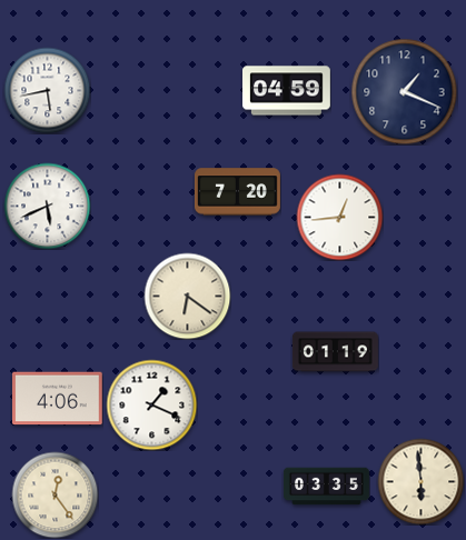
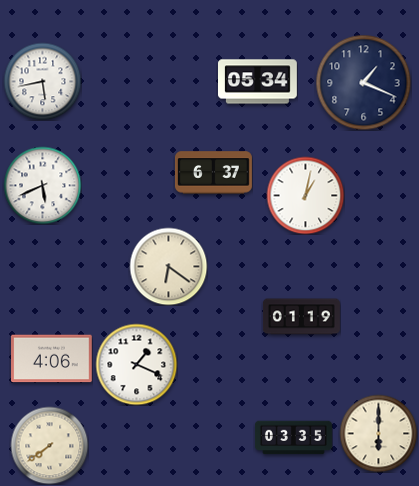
clock at (287, 91): 04:59 -> 05:34
clock at (237, 192): 7:20 -> 6:37
clock at (339, 217): 12:44 -> 1:02
clock at (420, 481): 5:59 -> 6:00
clock at (54, 494): 12:24 -> 7:39
